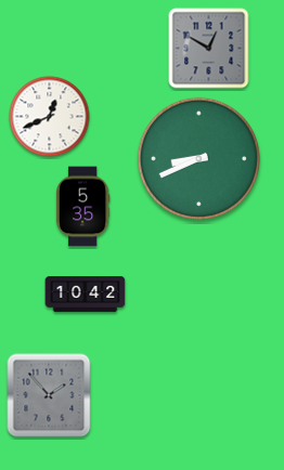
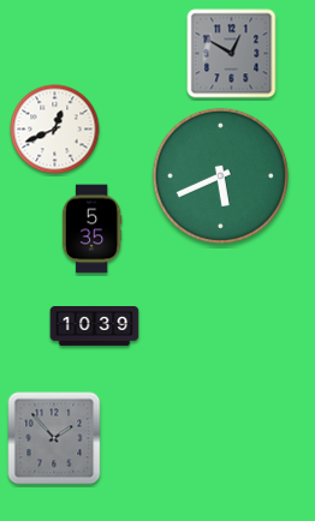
clock at (198, 158): 8:41 -> 5:41
clock at (86, 295): 10:42 -> 10:39
